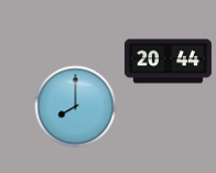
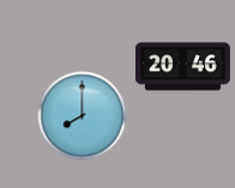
clock at (168, 62): 20:44 -> 20:46
